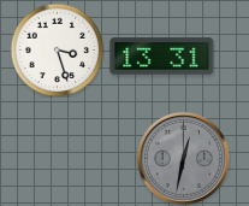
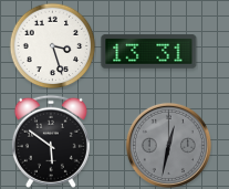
clock at (51, 141): none -> 5:51
